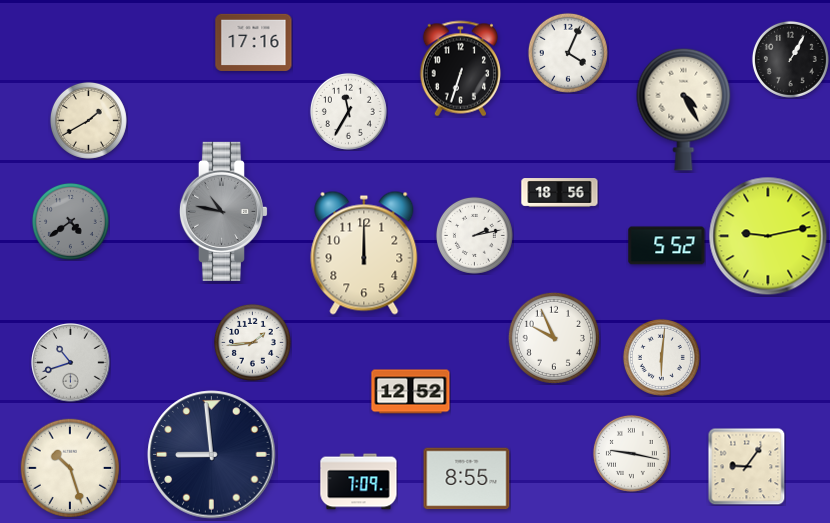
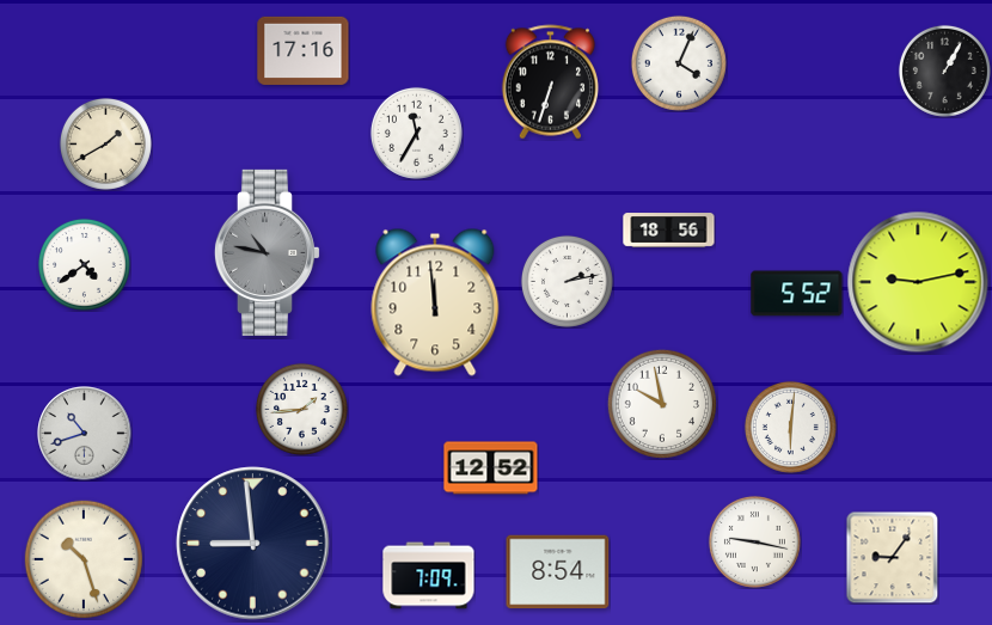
clock at (684, 109): 4:25 -> none
clock at (70, 221) dial: grey -> white
clock at (364, 253): 12:00 -> 11:59
clock at (554, 338): 9:56 -> 9:58
clock at (467, 479): 8:55 -> 8:54
